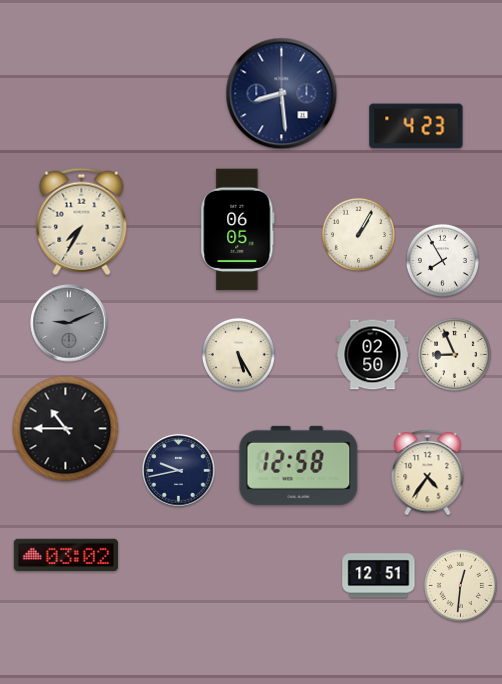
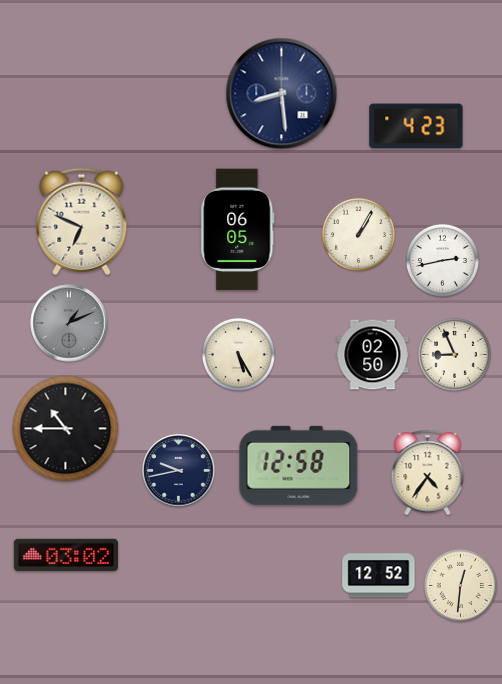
clock at (82, 222): 7:35 -> 6:49
clock at (442, 260): 7:55 -> 2:43
clock at (69, 323): 9:11 -> 1:11
clock at (379, 576): 12:51 -> 12:52
